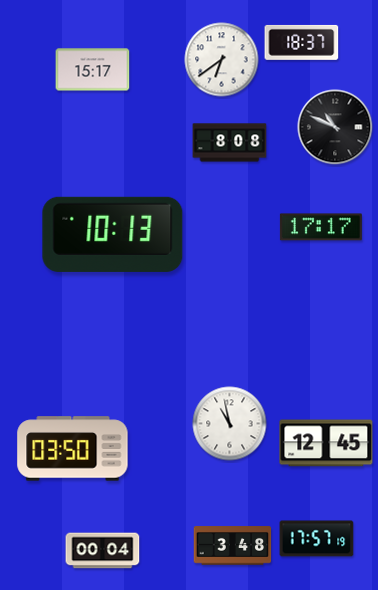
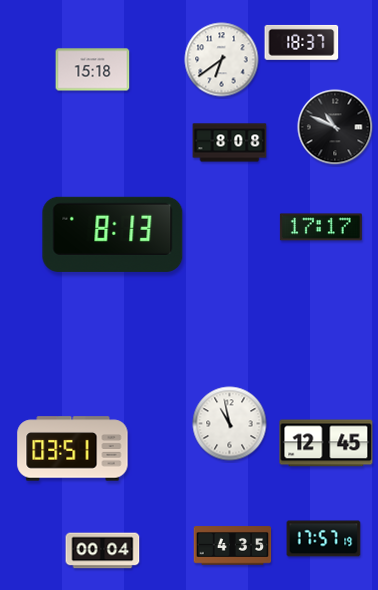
clock at (93, 70): 15:17 -> 15:18
clock at (113, 234): 10:13 -> 8:13
clock at (73, 449): 03:50 -> 03:51
clock at (317, 539) position: (317, 539) -> (324, 539)
clock at (233, 546): 3:48 -> 4:35
